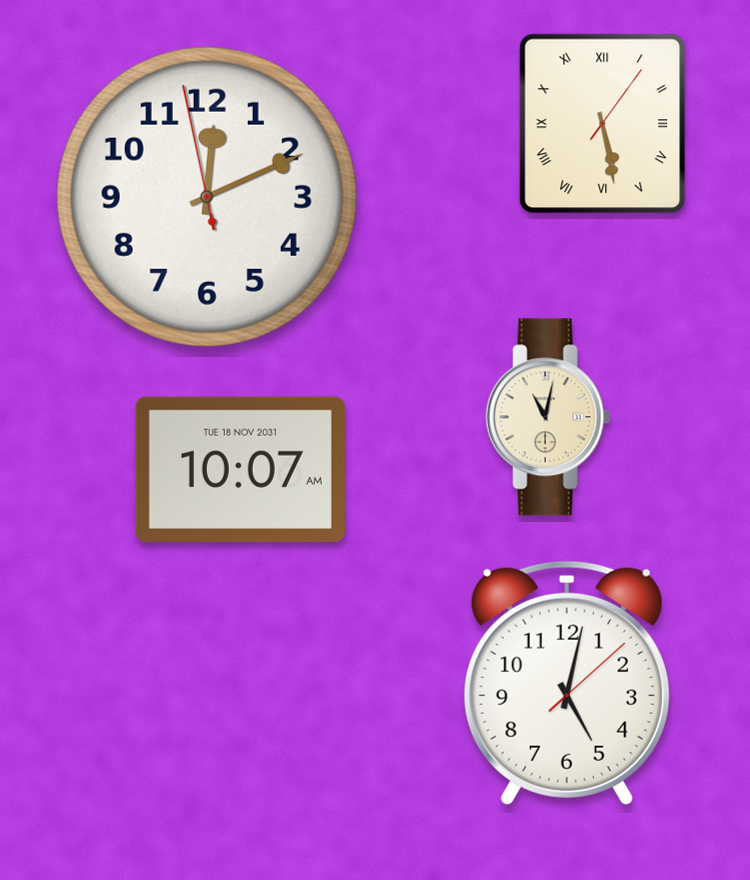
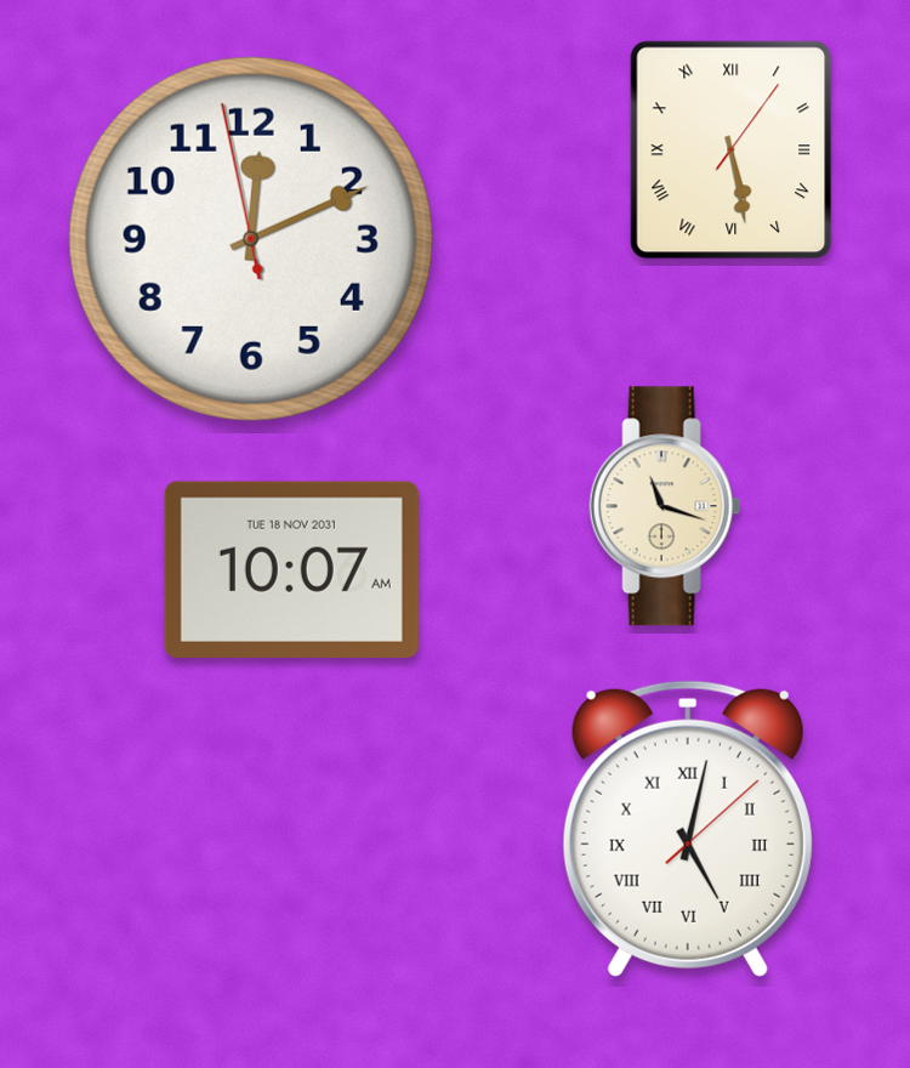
clock at (548, 417): 11:02 -> 11:18
clock at (567, 683) numerals: Arabic -> Roman
